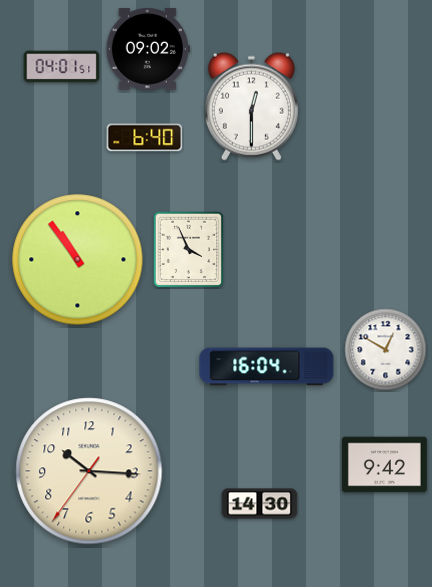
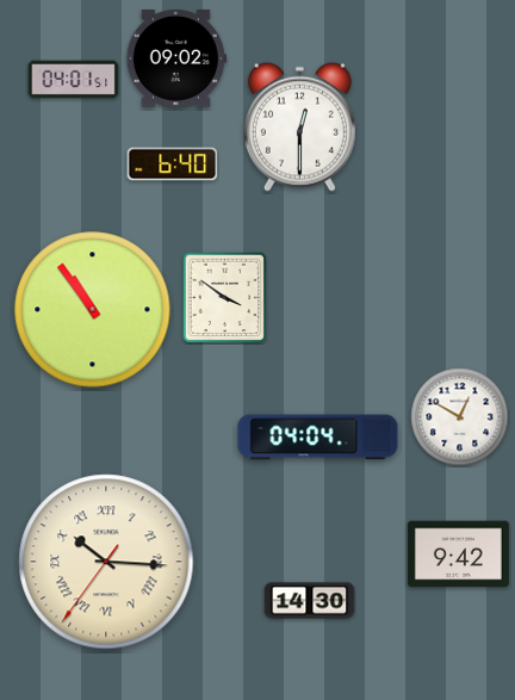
clock at (189, 249): 3:56 -> 3:51
clock at (267, 367): 16:04 -> 04:04
clock at (89, 471) numerals: Arabic -> Roman
